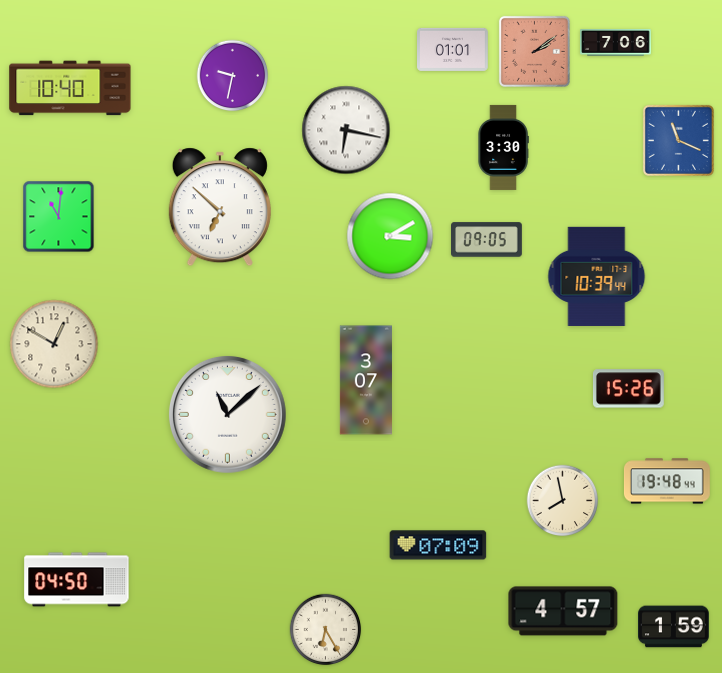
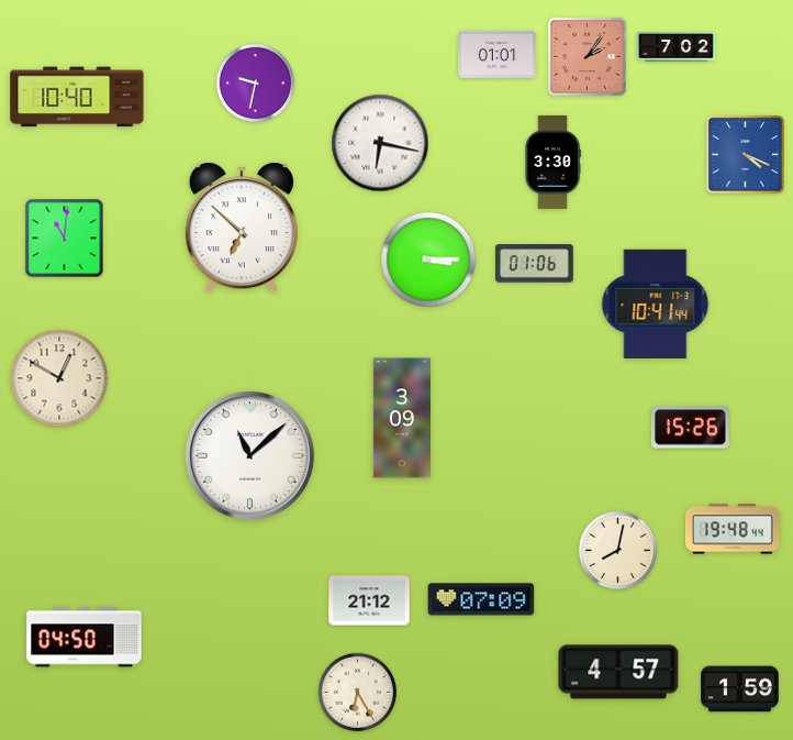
clock at (616, 43): 7:06 -> 7:02
clock at (534, 51): 2:09 -> 2:06
clock at (678, 140): 11:19 -> 4:19
clock at (390, 236): 3:10 -> 3:15
clock at (487, 240): 09:05 -> 01:06
clock at (597, 276): 10:39 -> 10:41
clock at (366, 380): 3:07 -> 3:09
clock at (563, 501): 7:58 -> 8:02
clock at (369, 600): none -> 21:12
